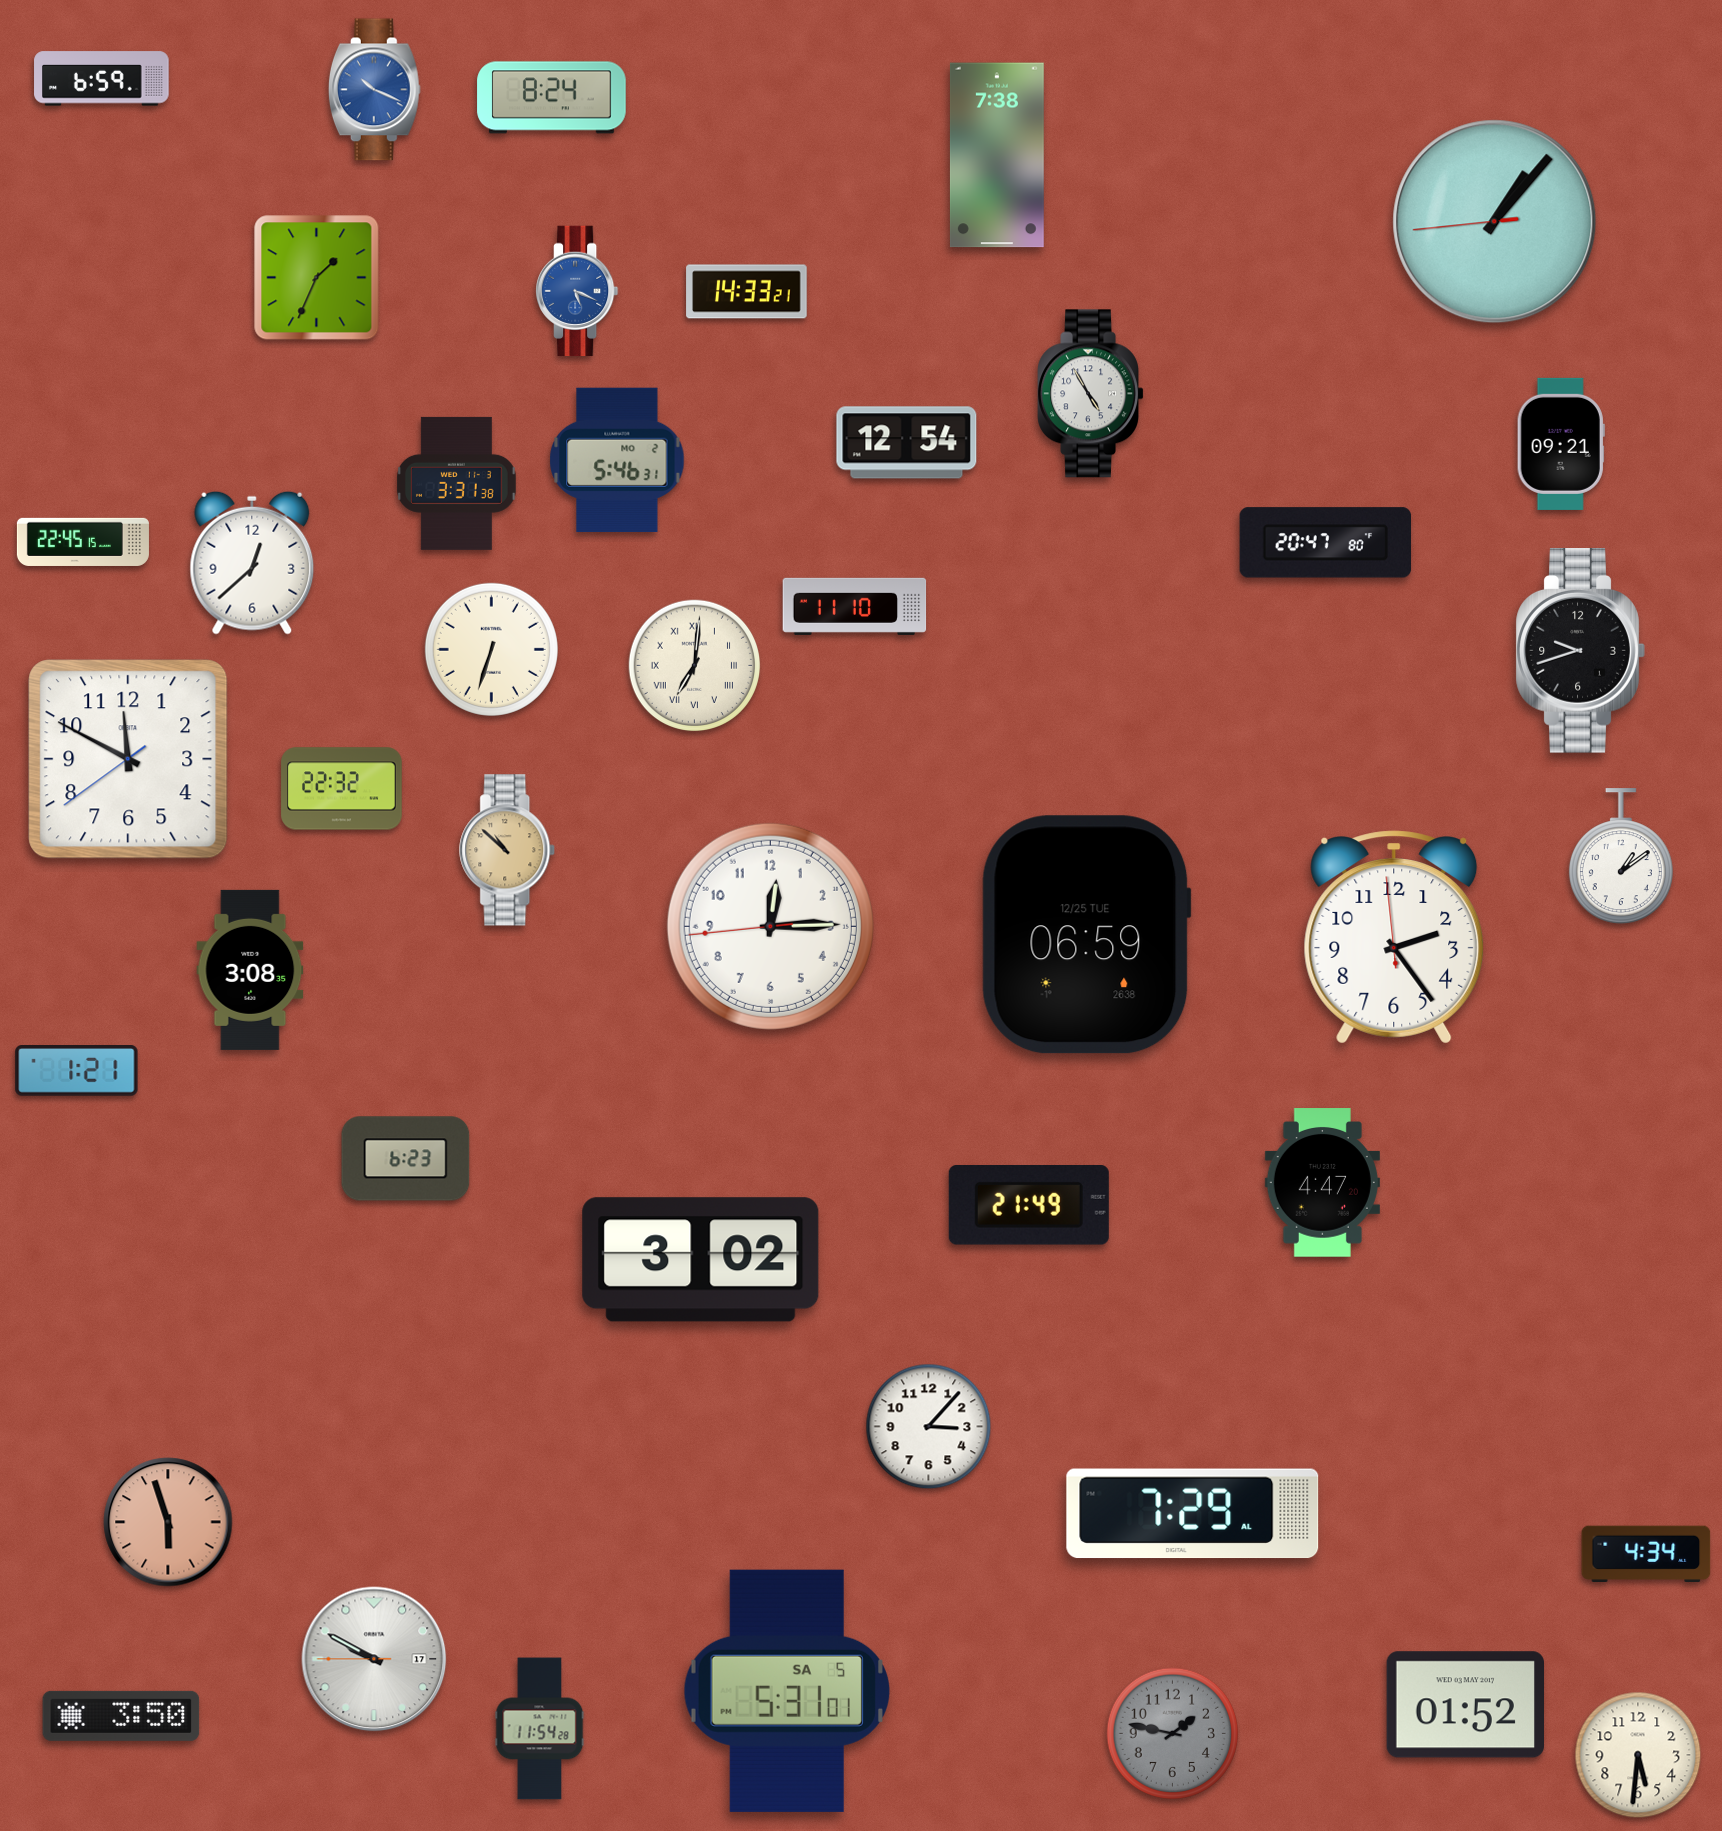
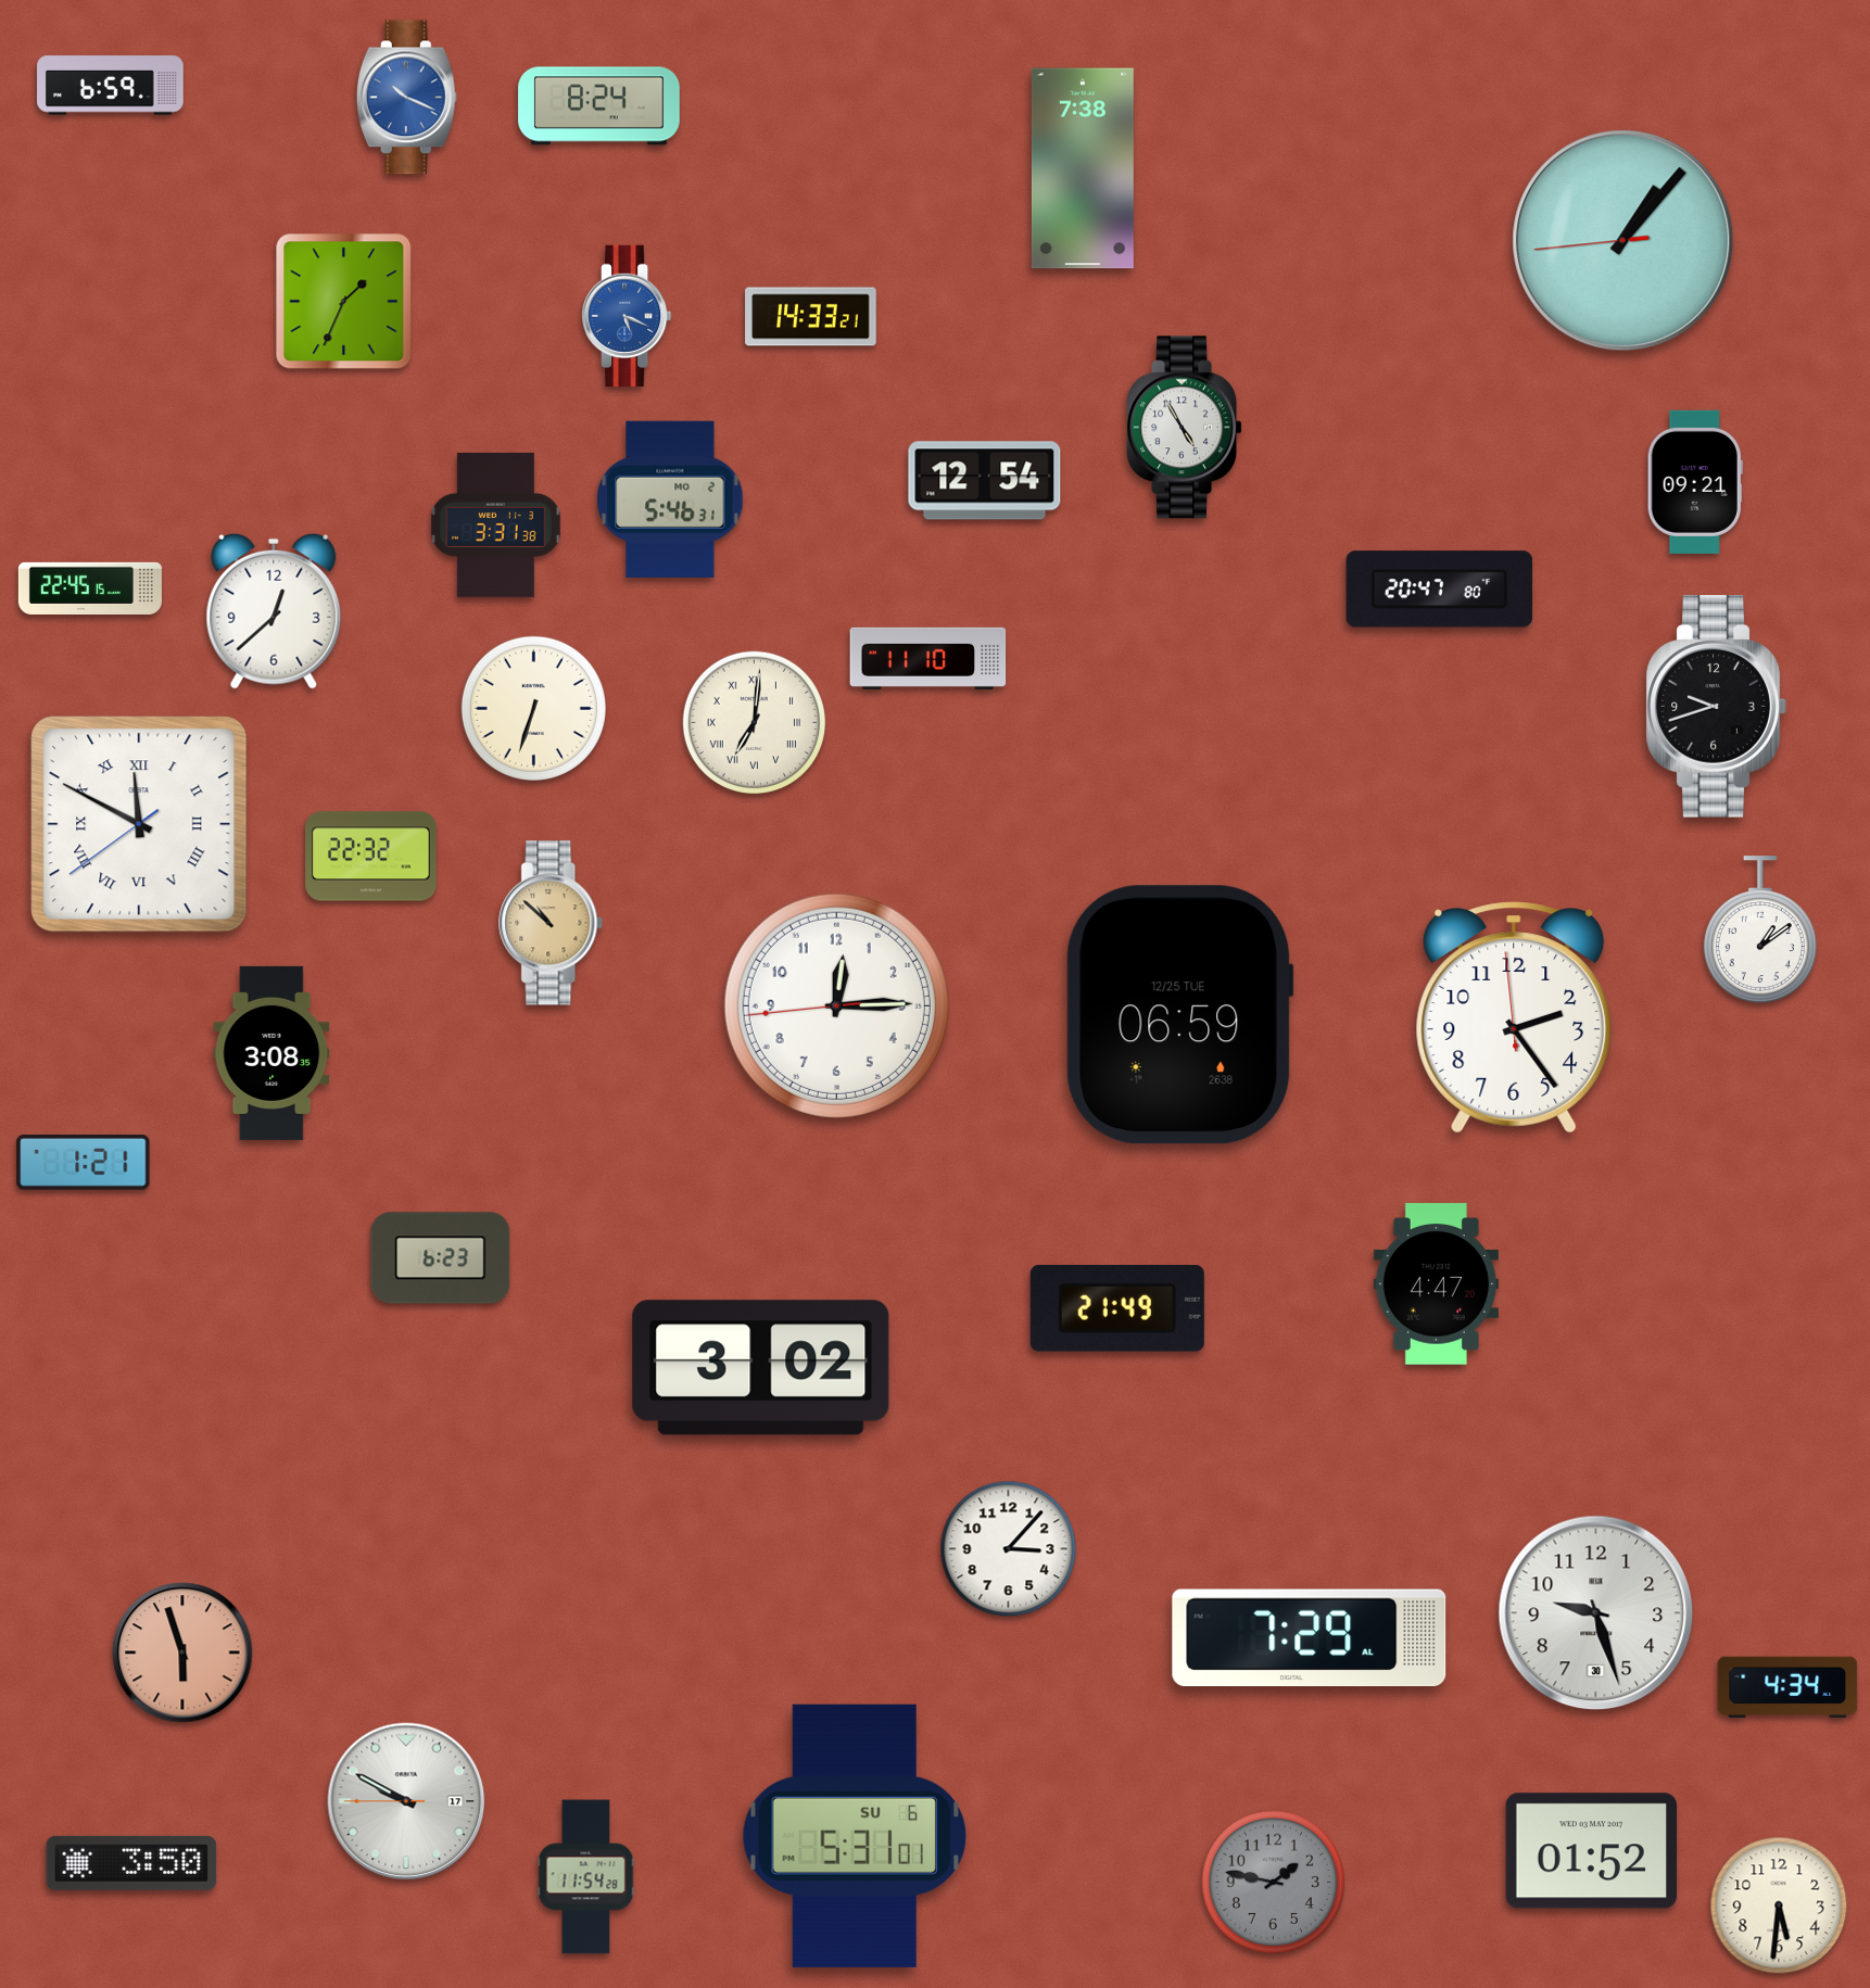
clock at (491, 649) position: (491, 649) -> (533, 708)
clock at (128, 759) numerals: Arabic -> Roman
clock at (1596, 1613): none -> 9:27
clock at (1193, 1514) position: (1193, 1514) -> (1310, 1638)
clock at (787, 1691) date: SA 5 -> SU 6
